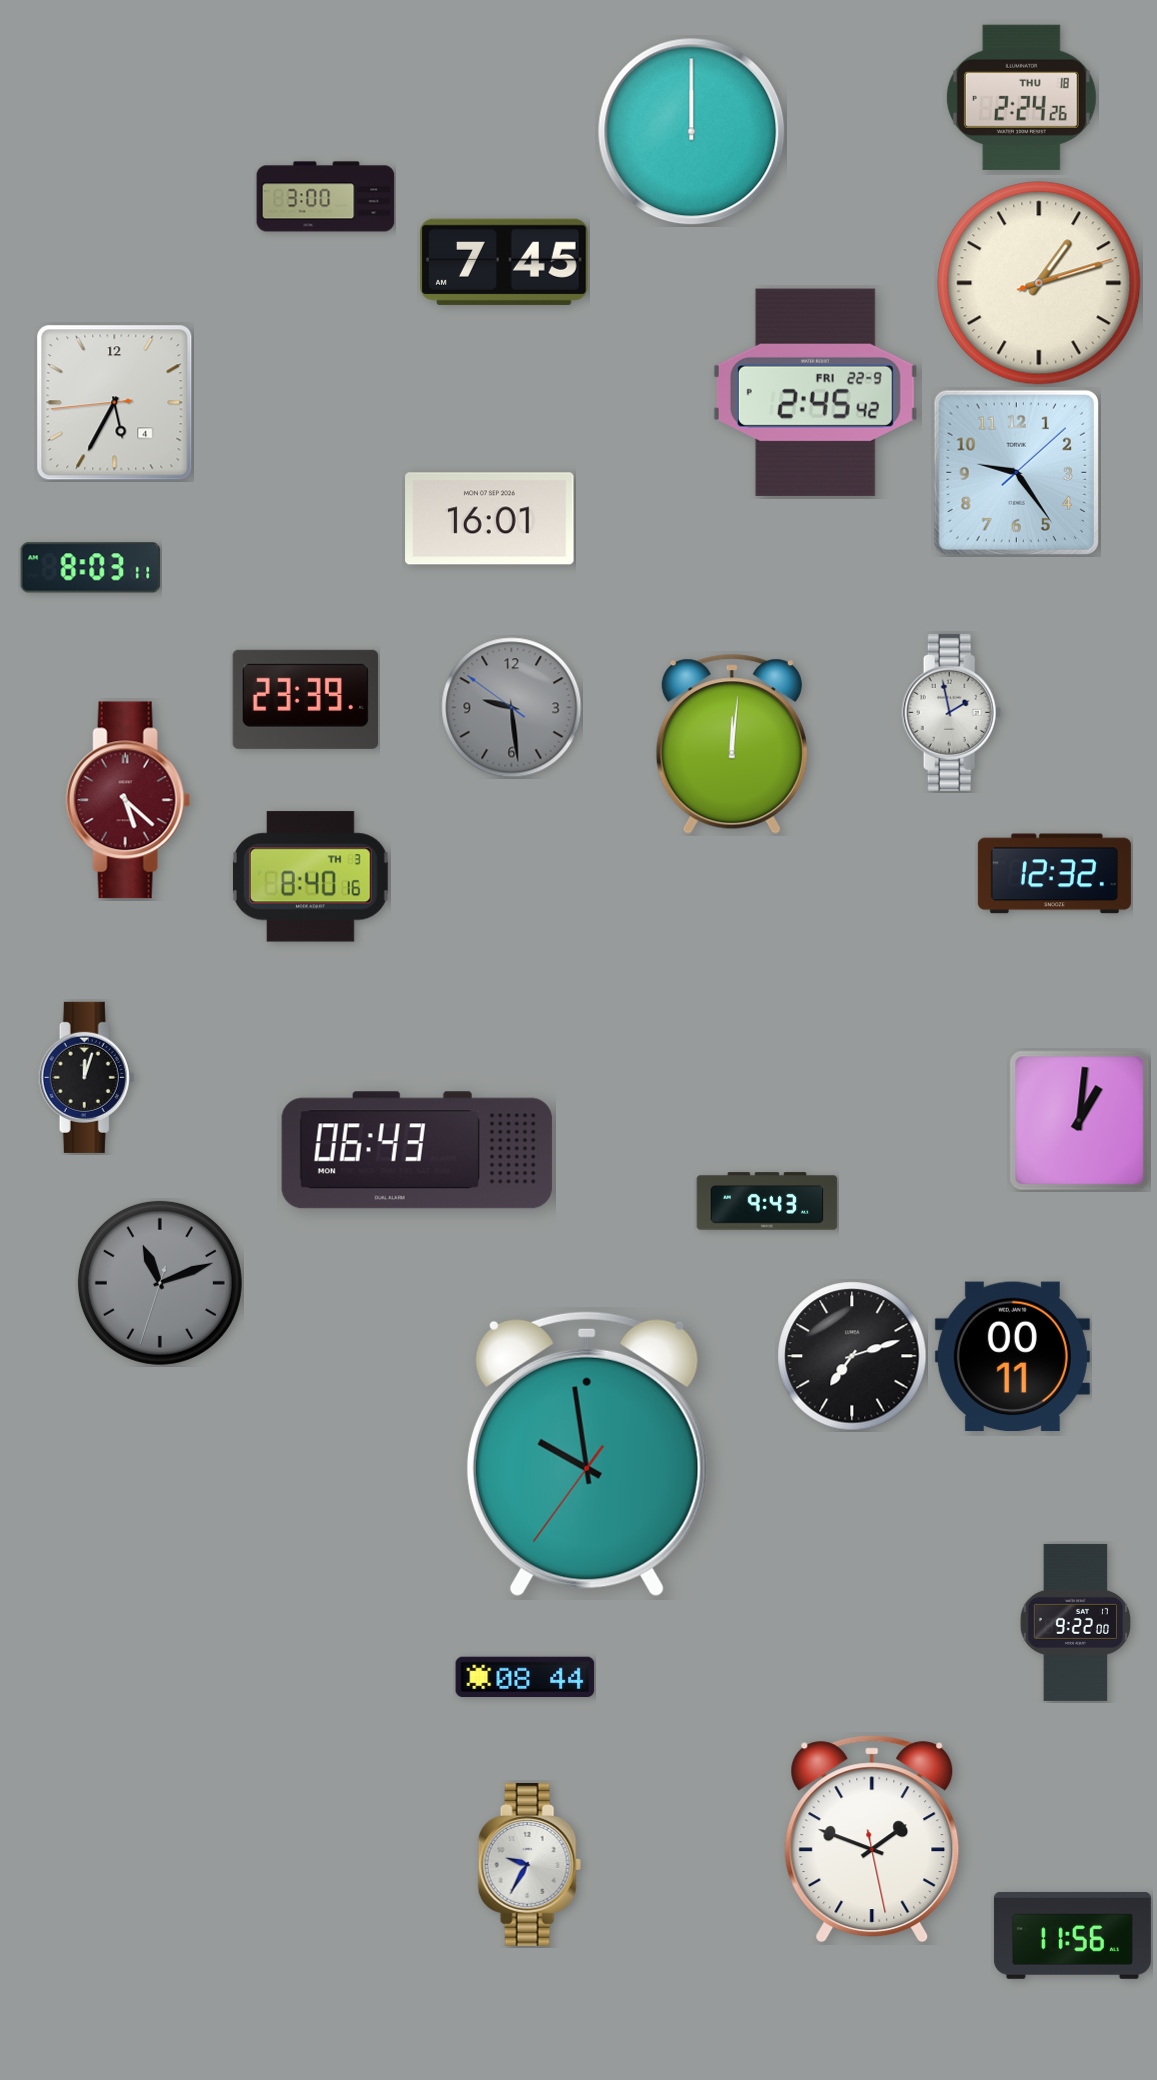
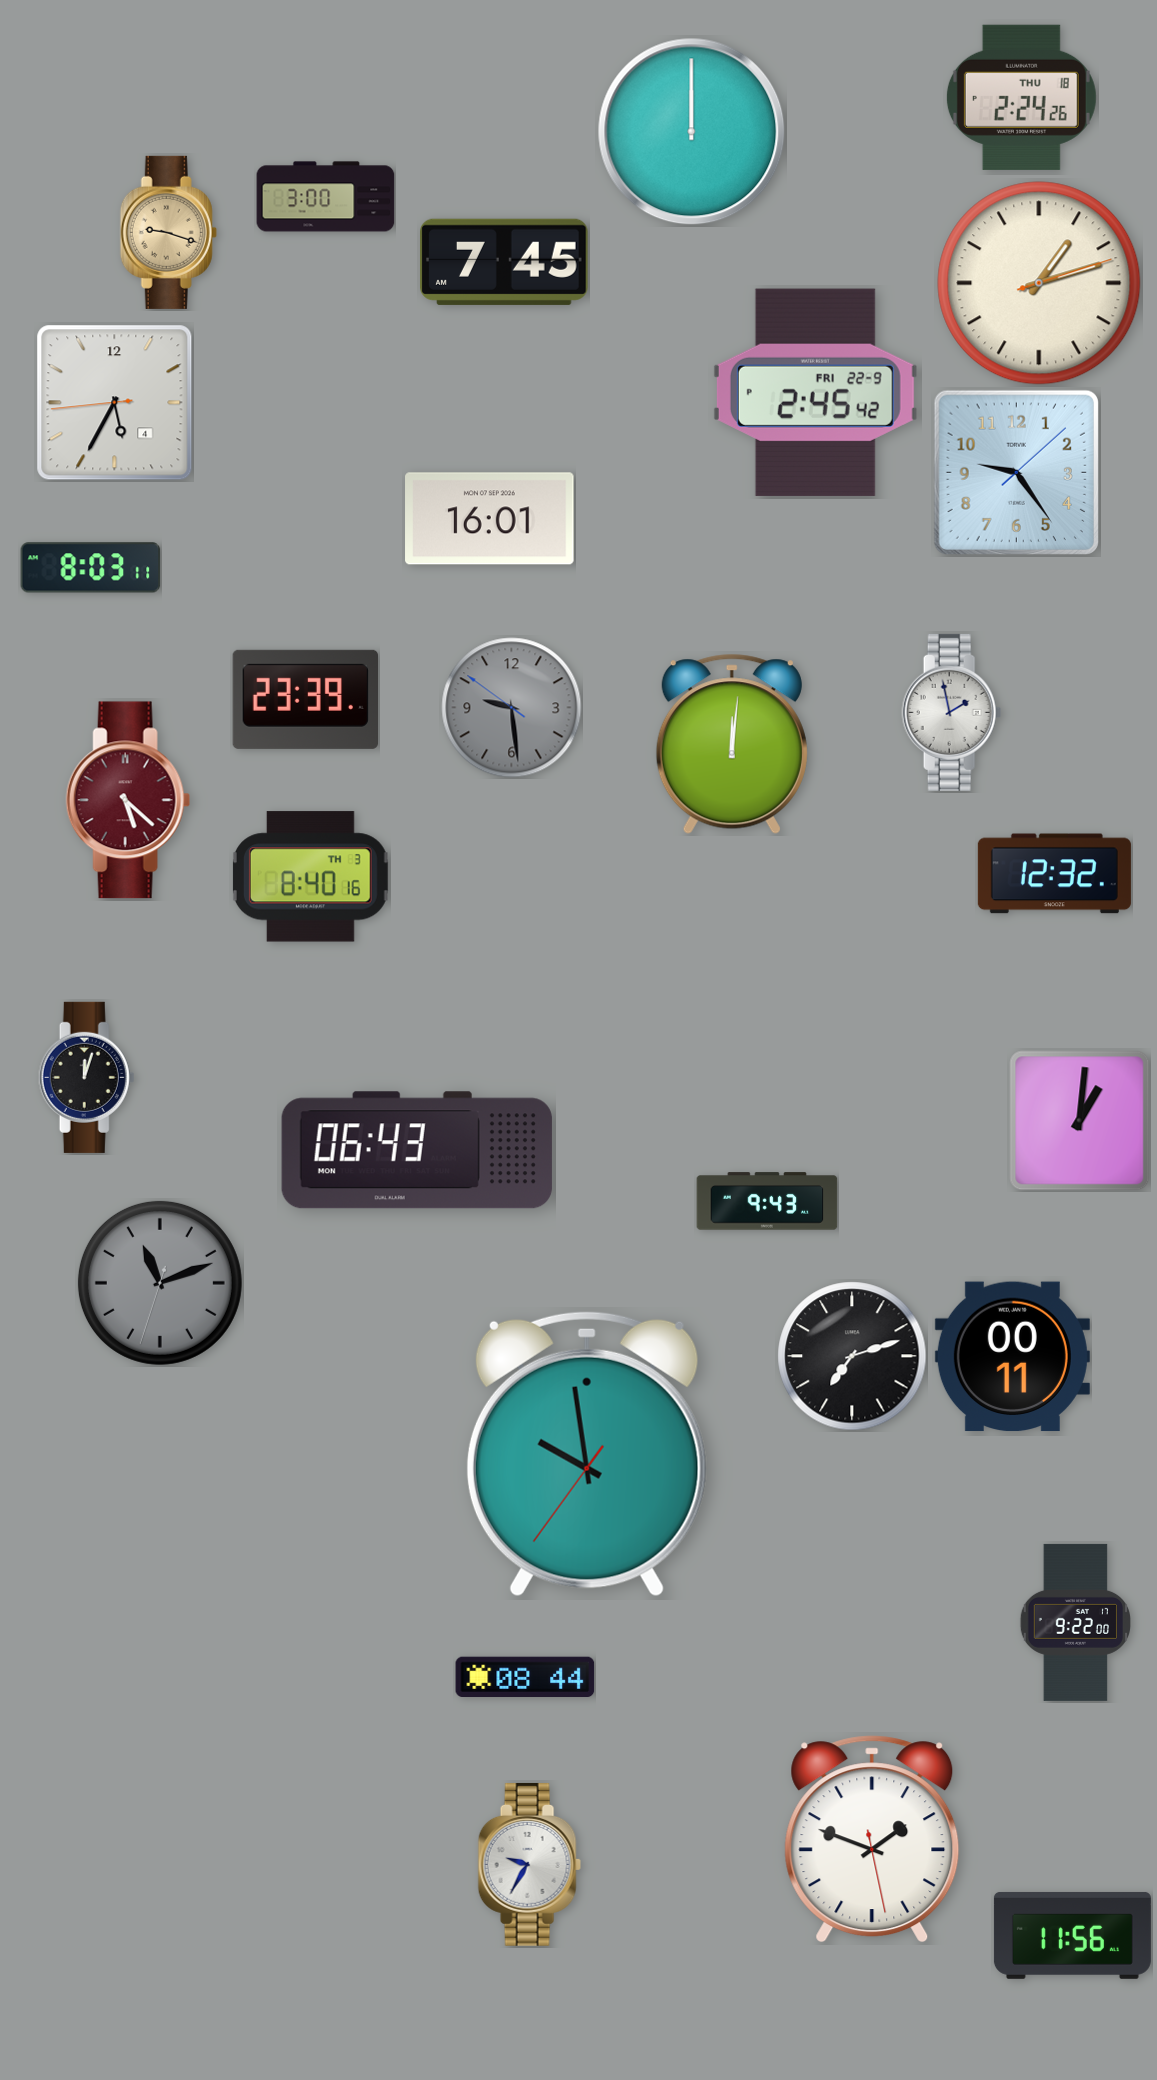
clock at (168, 232): none -> 9:18
